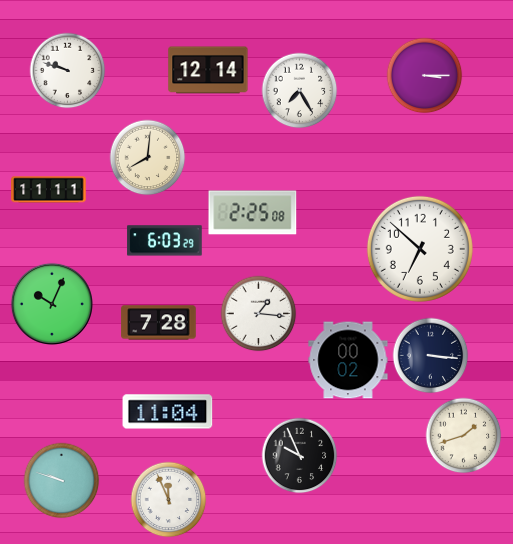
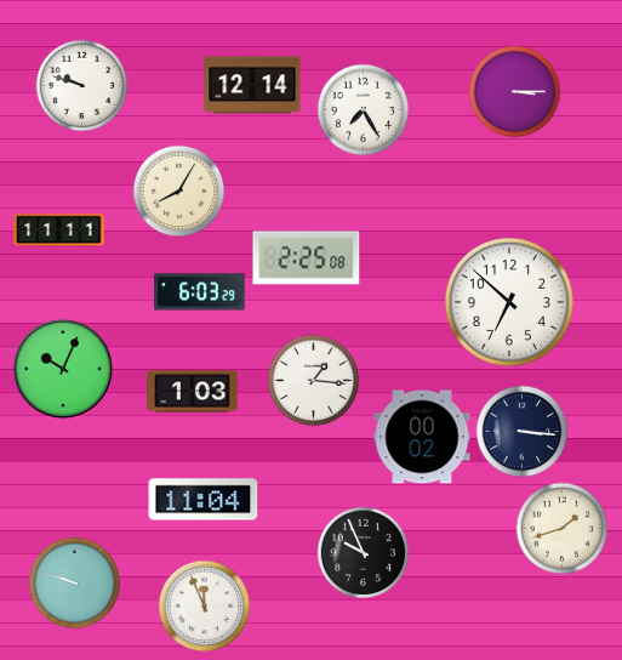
clock at (148, 158): 8:01 -> 8:05
clock at (159, 323): 7:28 -> 1:03
